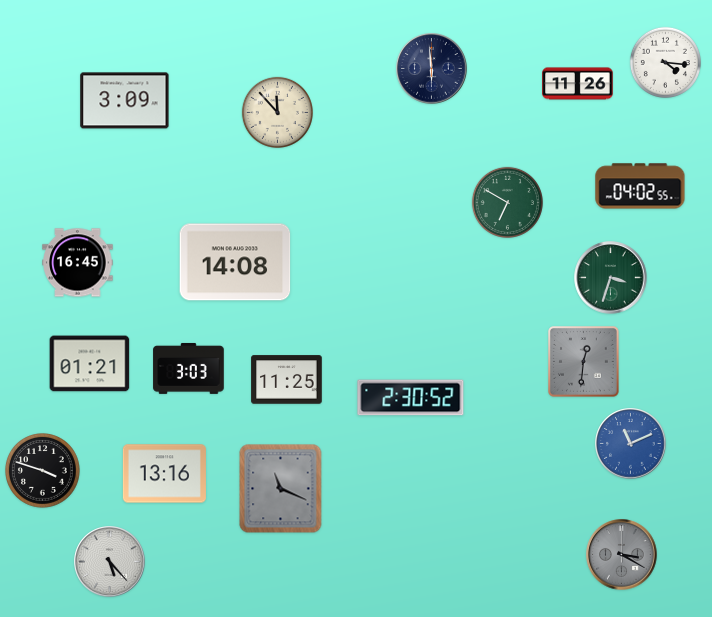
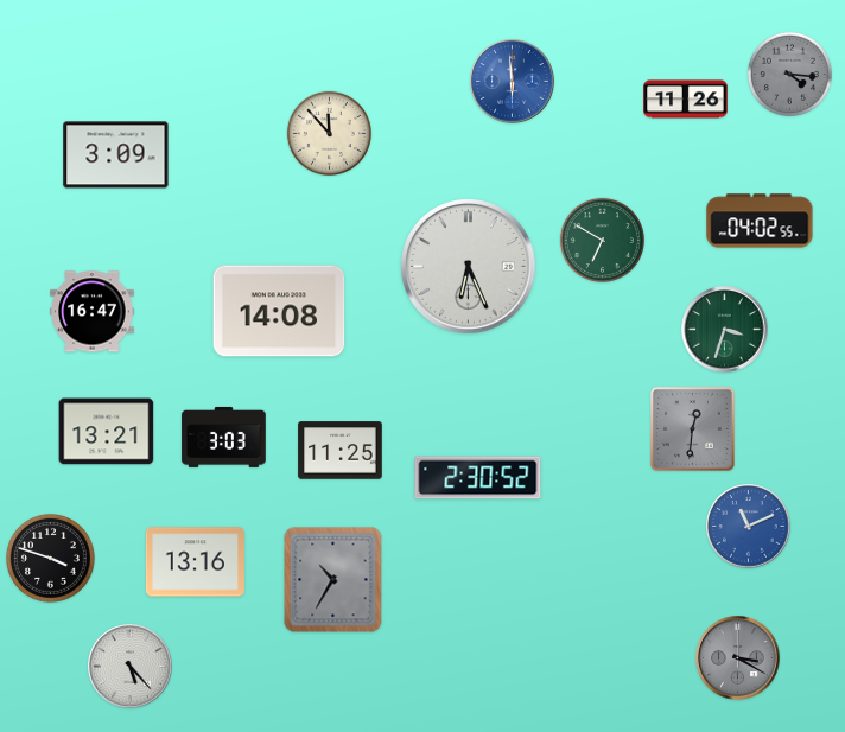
clock at (665, 62) dial: white -> grey
clock at (432, 69) dial: navy -> blue
clock at (125, 101) position: (125, 101) -> (116, 155)
clock at (469, 267): none -> 6:26
clock at (78, 263): 16:45 -> 16:47
clock at (90, 364): 01:21 -> 13:21
clock at (411, 398) position: (411, 398) -> (478, 478)
clock at (281, 489): 11:19 -> 10:35
